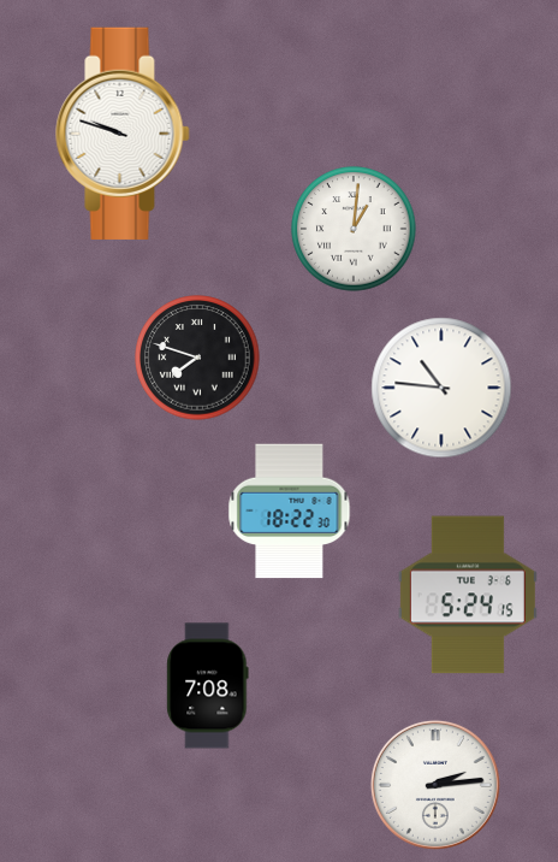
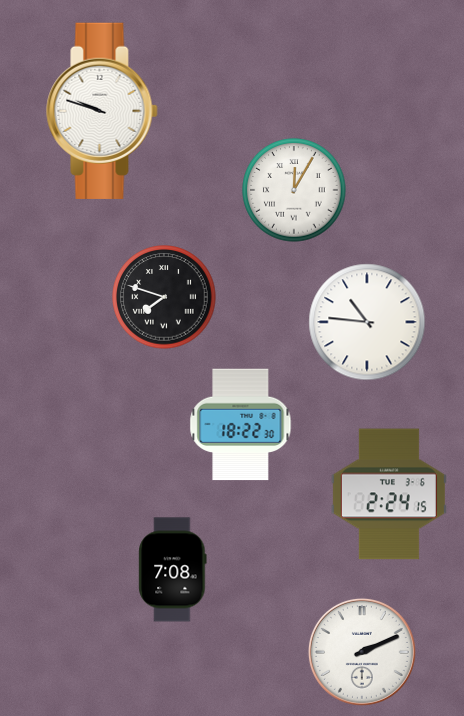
clock at (354, 229): 1:01 -> 12:05
clock at (468, 595): 5:24 -> 2:24
clock at (435, 785): 2:14 -> 2:11
